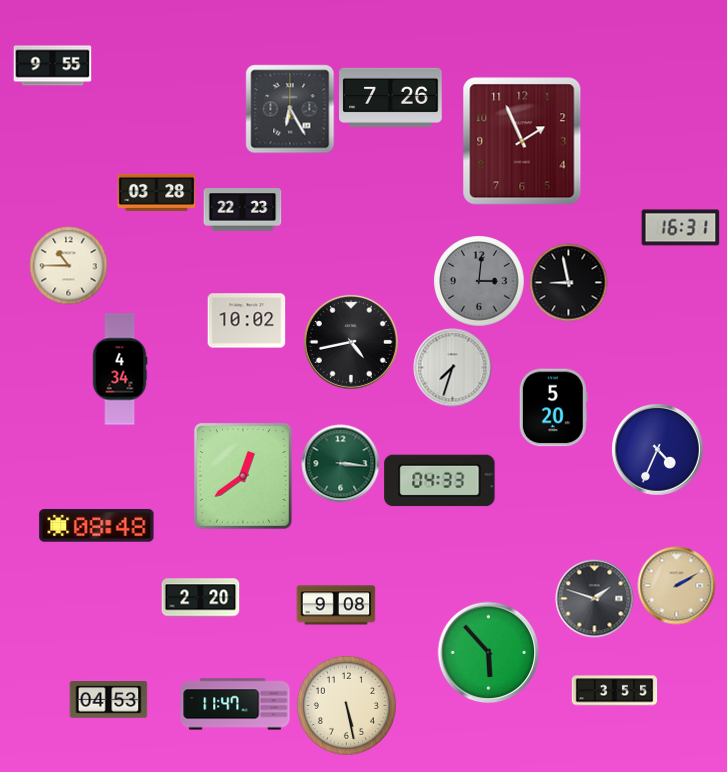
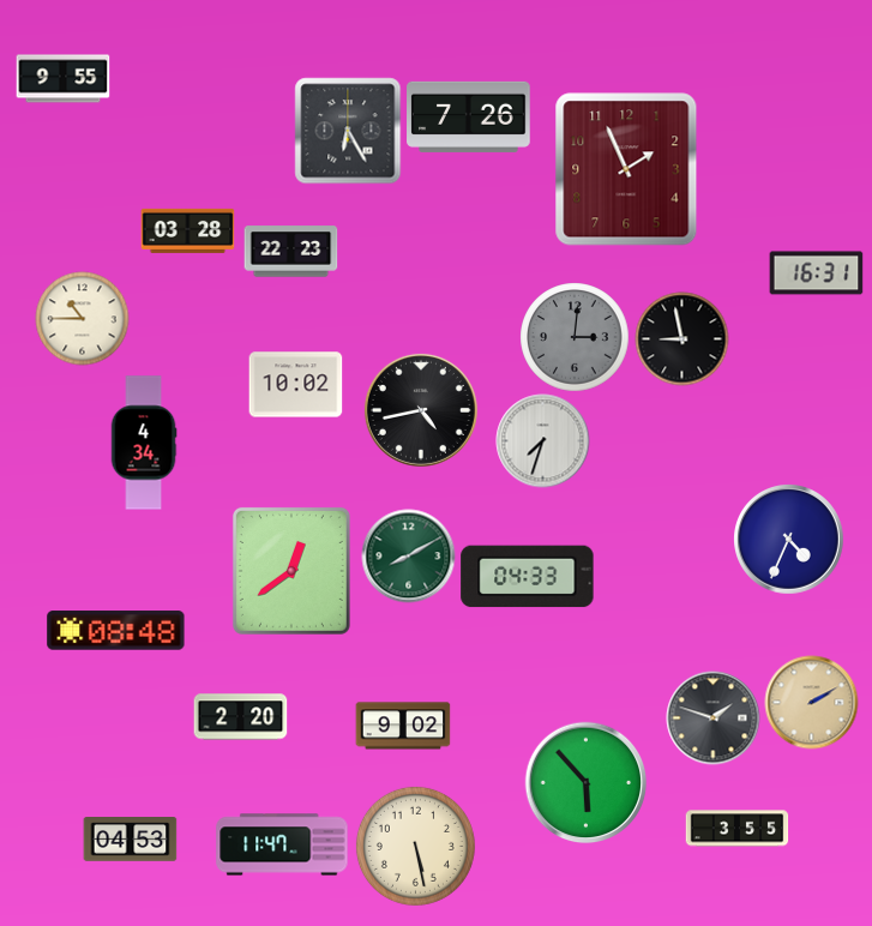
clock at (553, 407): 5:20 -> none
clock at (340, 463): 3:16 -> 8:10
clock at (336, 605): 9:08 -> 9:02
